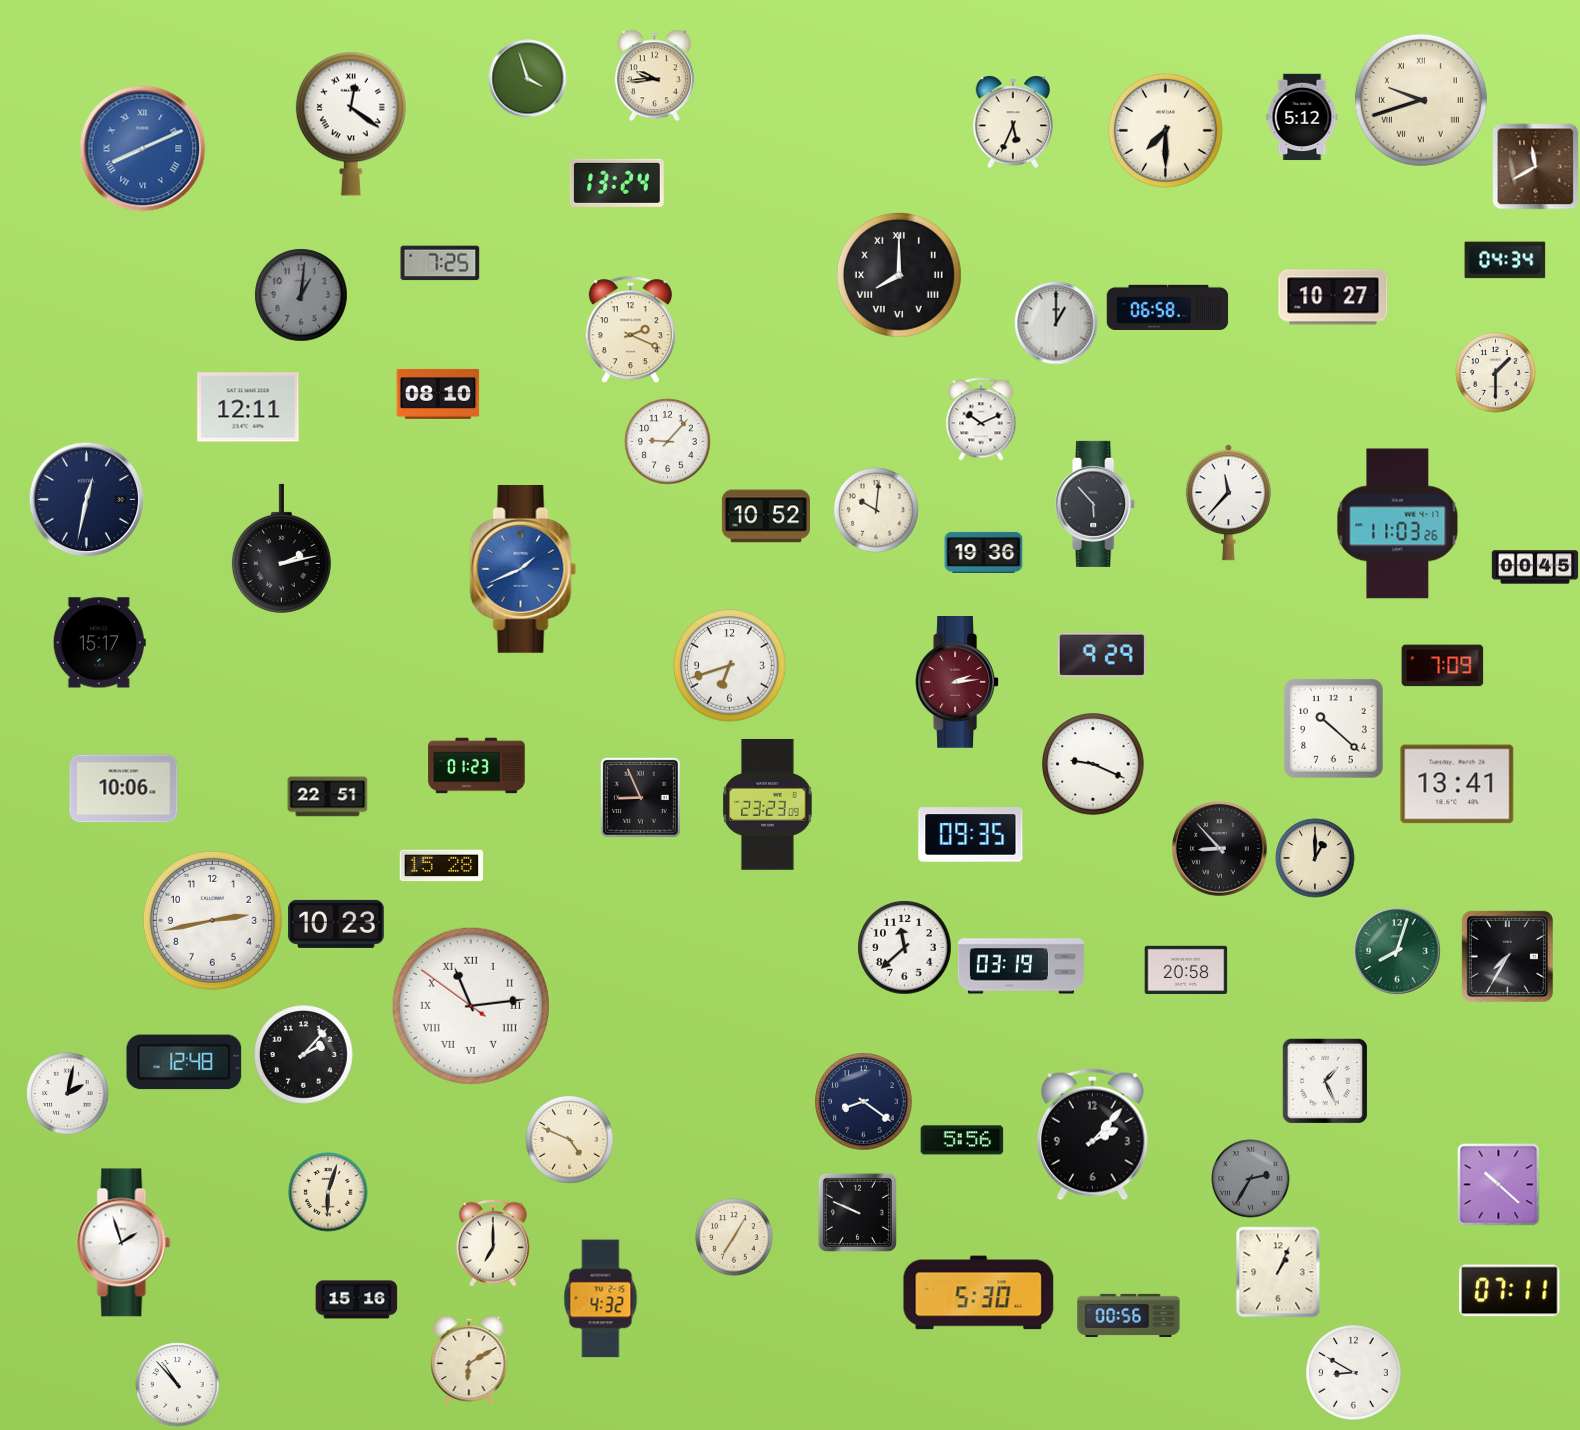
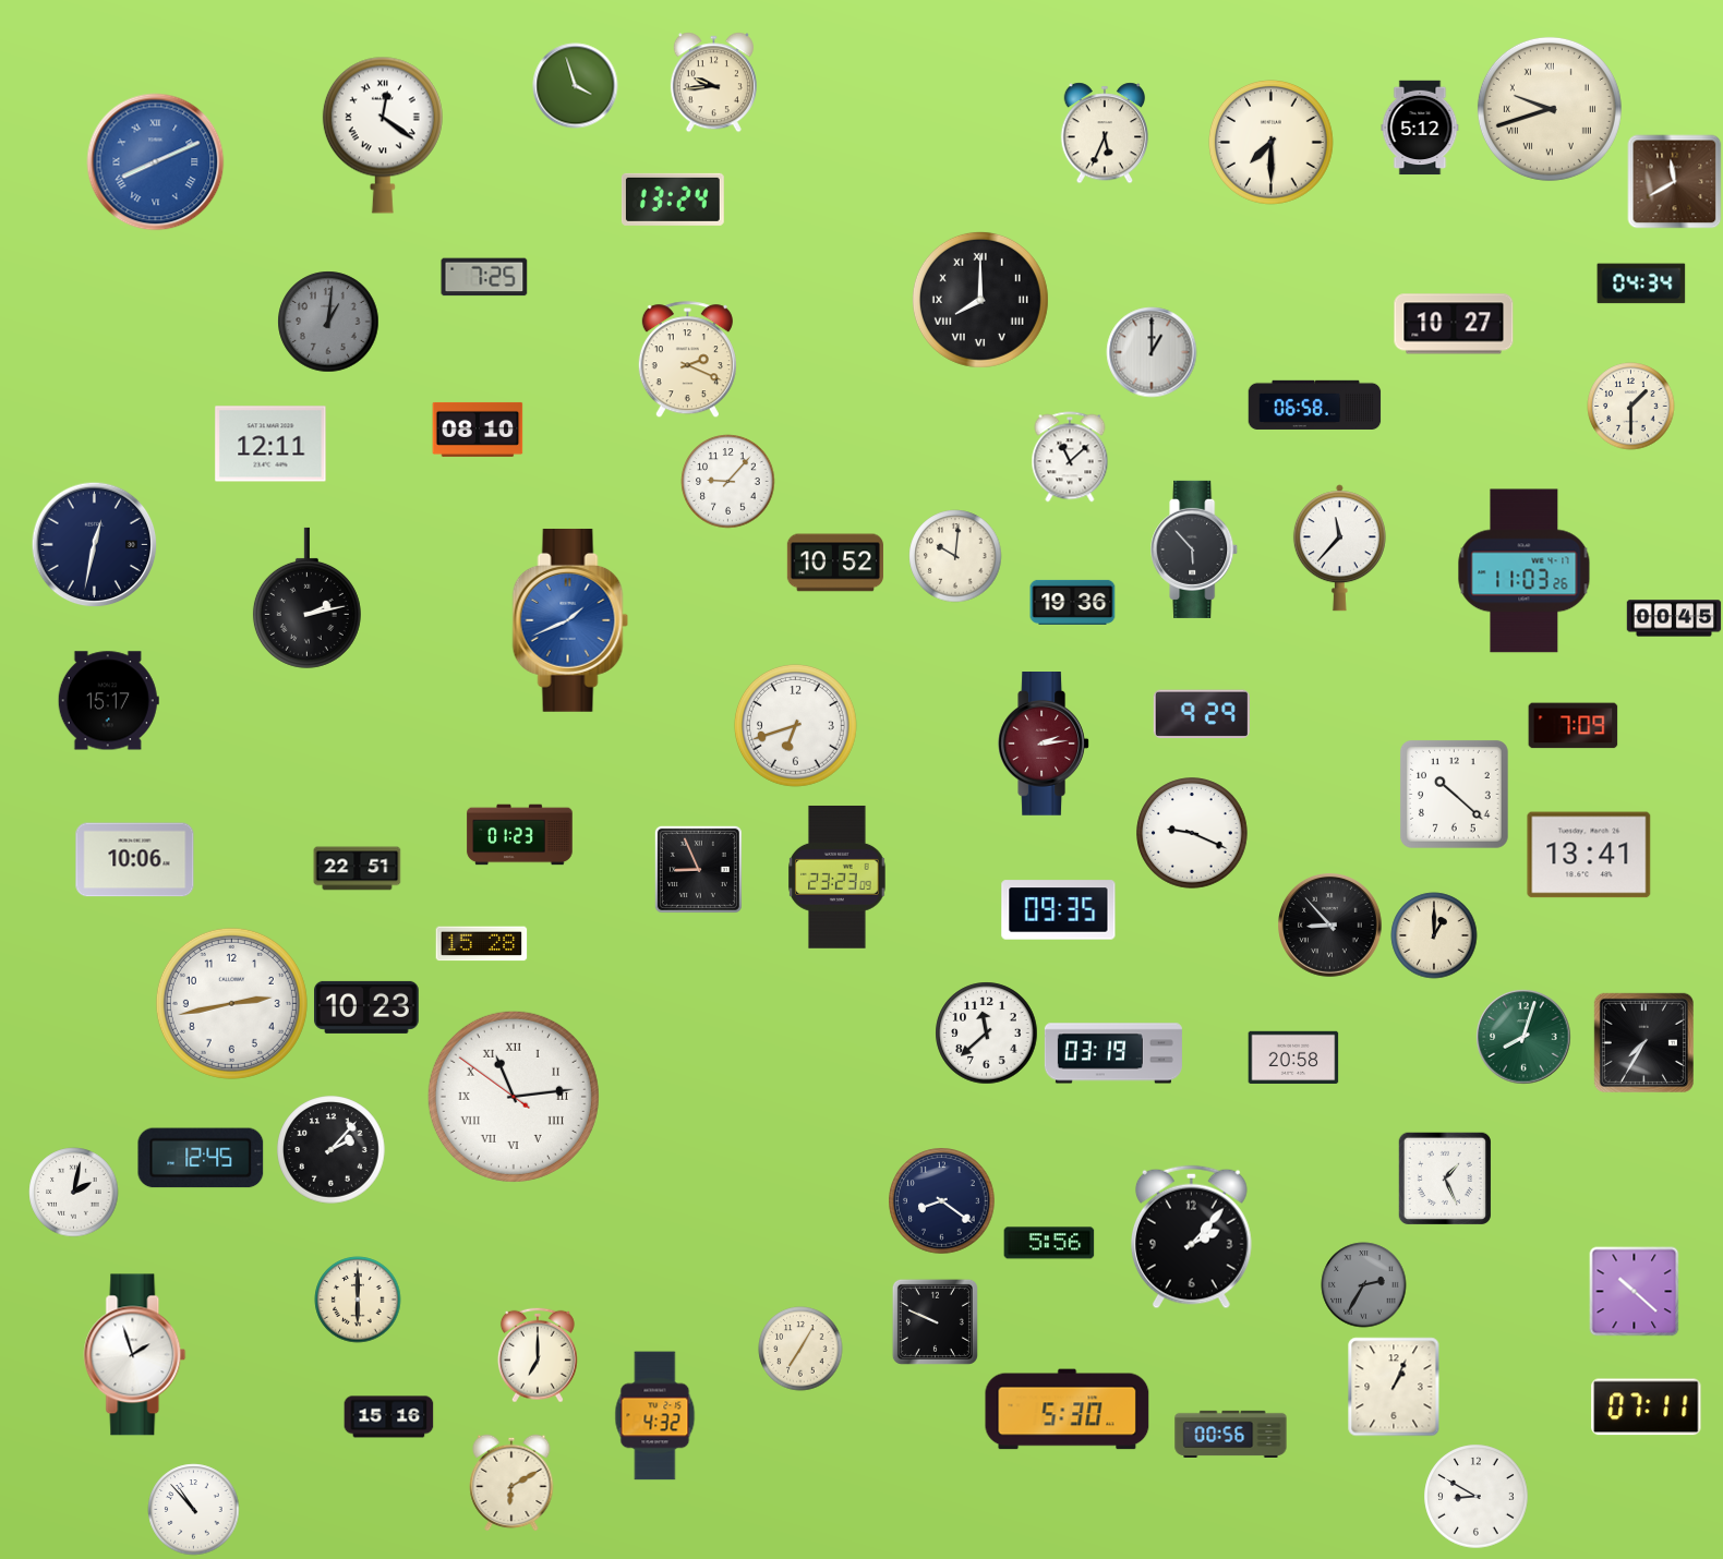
clock at (440, 263) position: (440, 263) -> (484, 277)
clock at (1168, 307) position: (1168, 307) -> (1315, 404)
clock at (981, 419): 10:11 -> 11:08
clock at (184, 1062): 12:48 -> 12:45
clock at (570, 1140): 4:49 -> none
clock at (328, 1192): 6:03 -> 6:00
